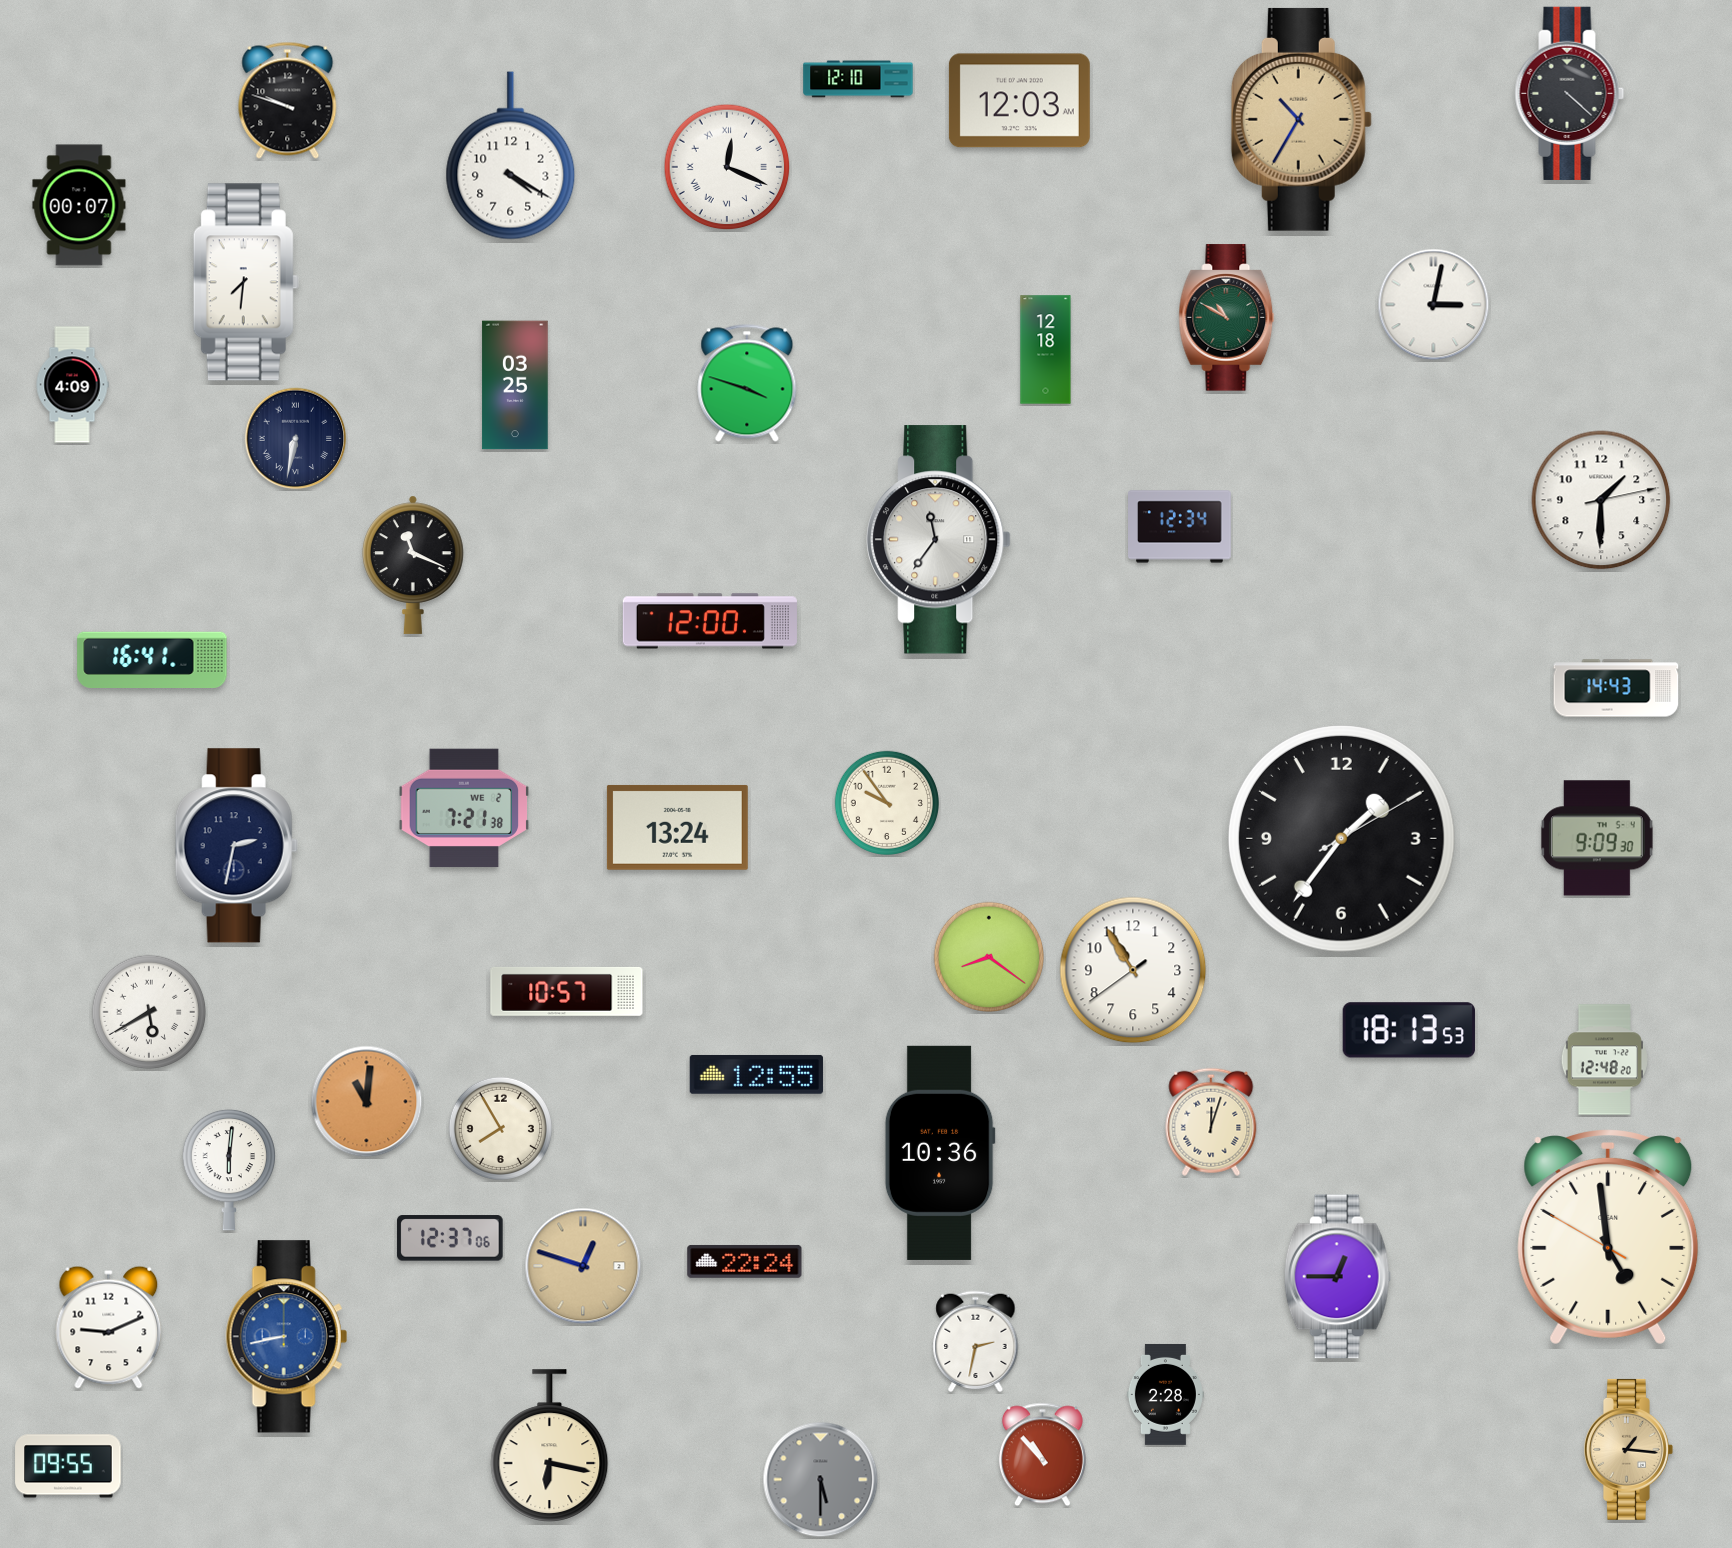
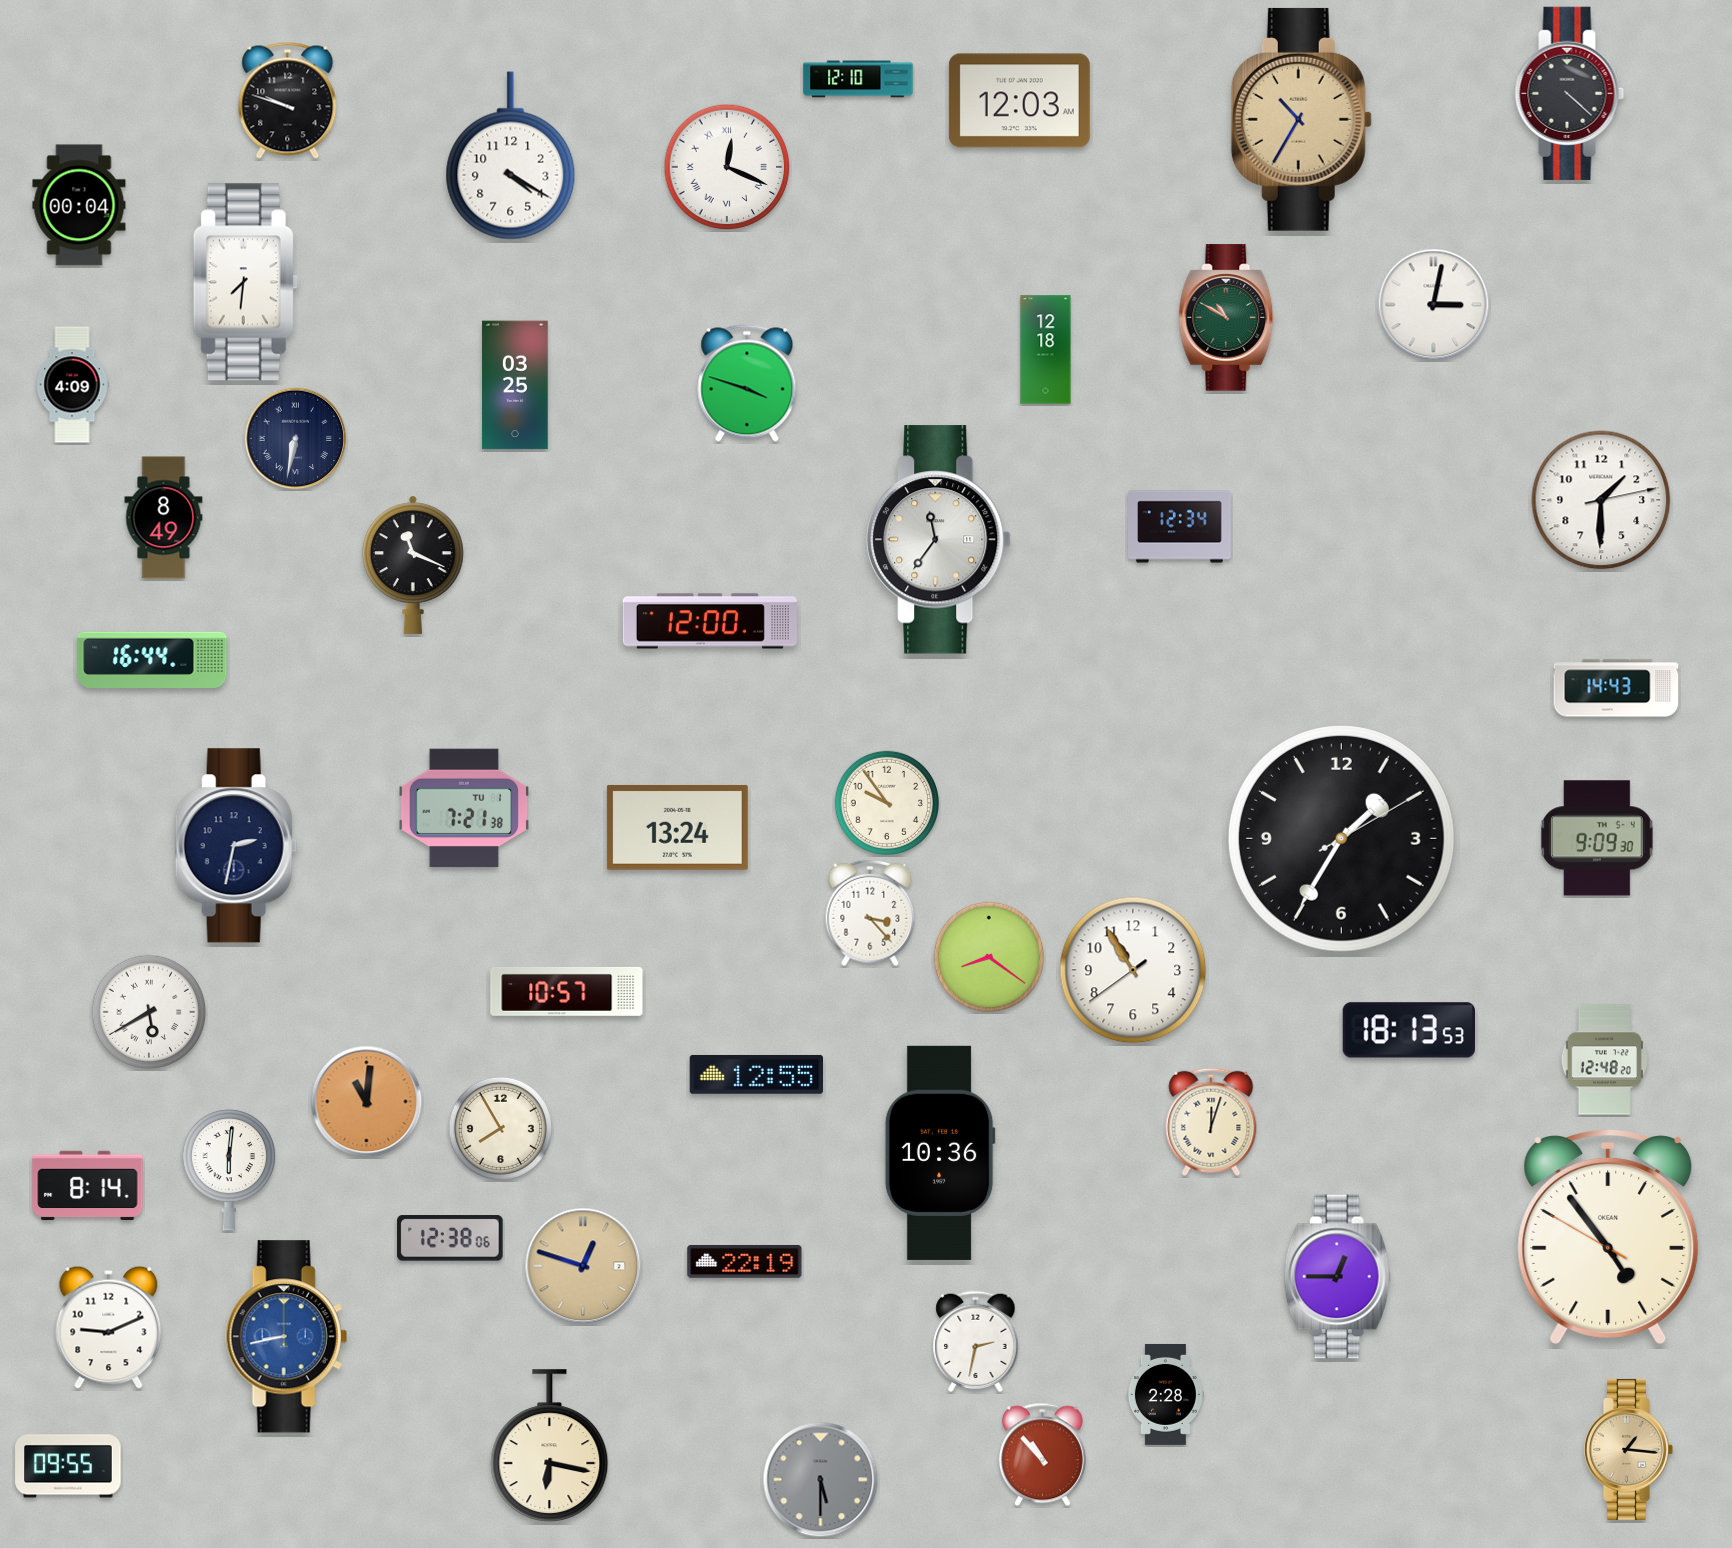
clock at (79, 205): 00:07 -> 00:04
clock at (164, 518): none -> 8:49
clock at (152, 659): 16:41 -> 16:44
clock at (464, 808) date: WE 2 -> TU 1
clock at (1341, 838): 1:36 -> 1:35
clock at (870, 913): none -> 3:23
clock at (88, 1186): none -> 8:14
clock at (450, 1238): 12:37 -> 12:38
clock at (1608, 1238): 4:58 -> 4:53
clock at (745, 1261): 22:24 -> 22:19
